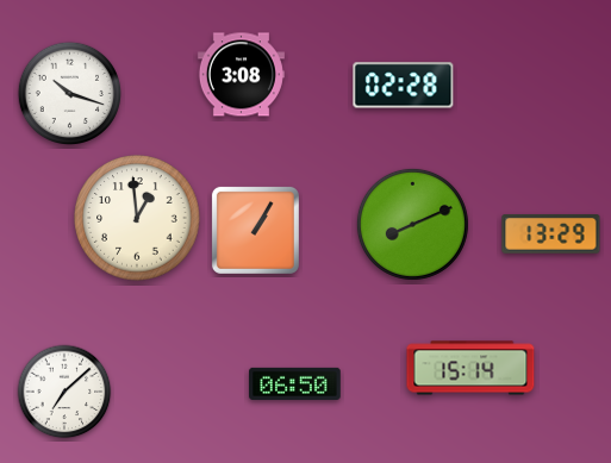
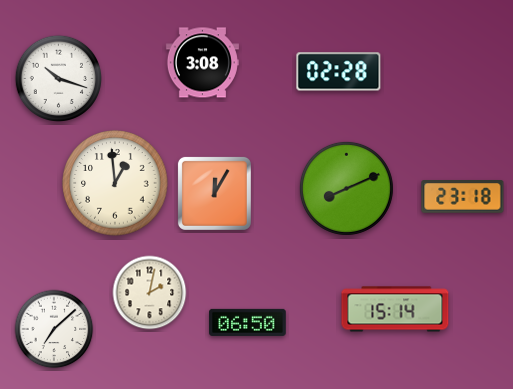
clock at (255, 230): 1:05 -> 12:05
clock at (551, 234): 13:29 -> 23:18
clock at (150, 293): none -> 2:02
